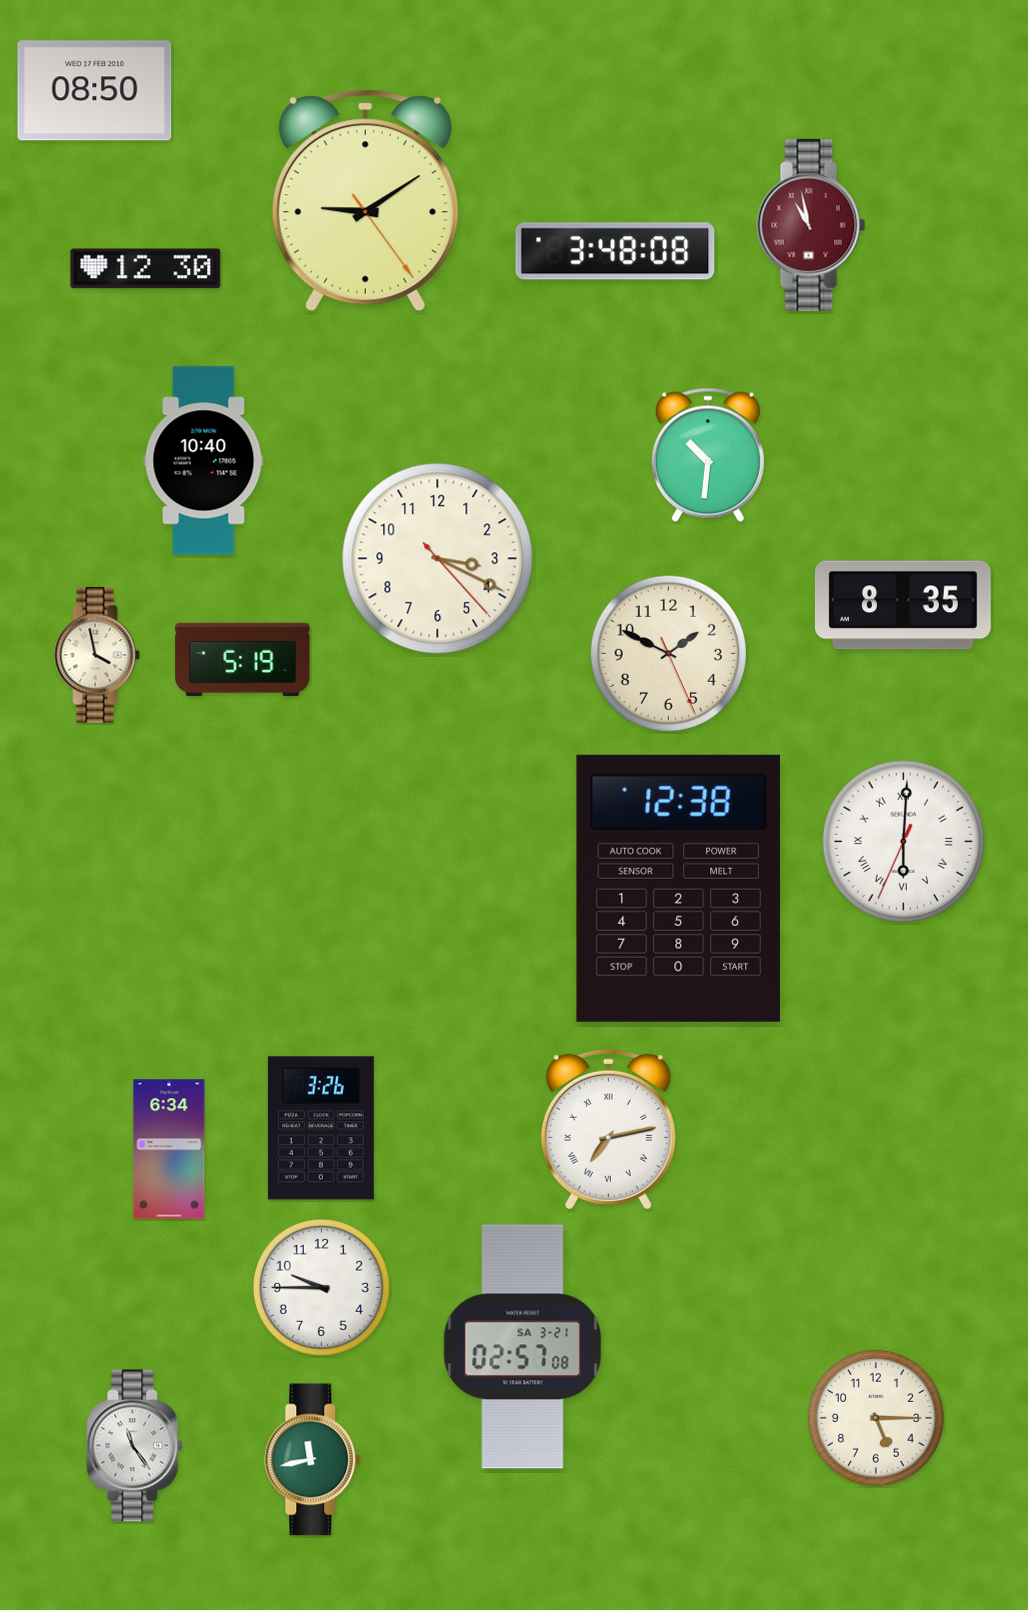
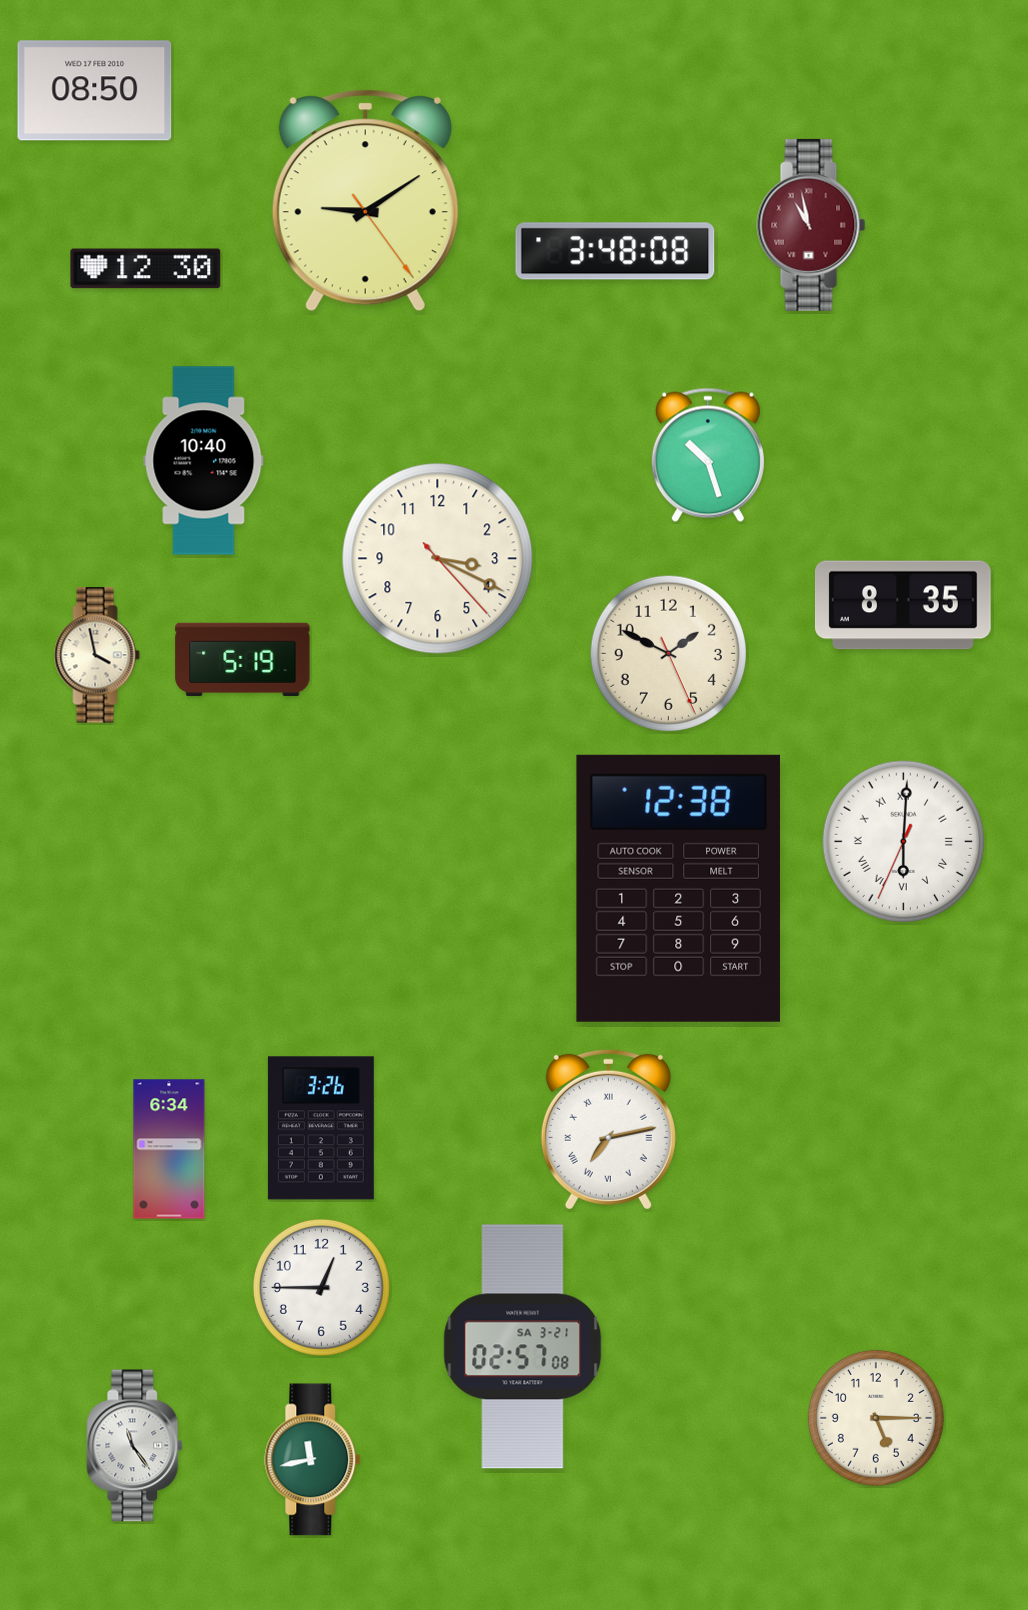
clock at (708, 455): 10:31 -> 10:27
clock at (321, 1287): 9:45 -> 12:45
